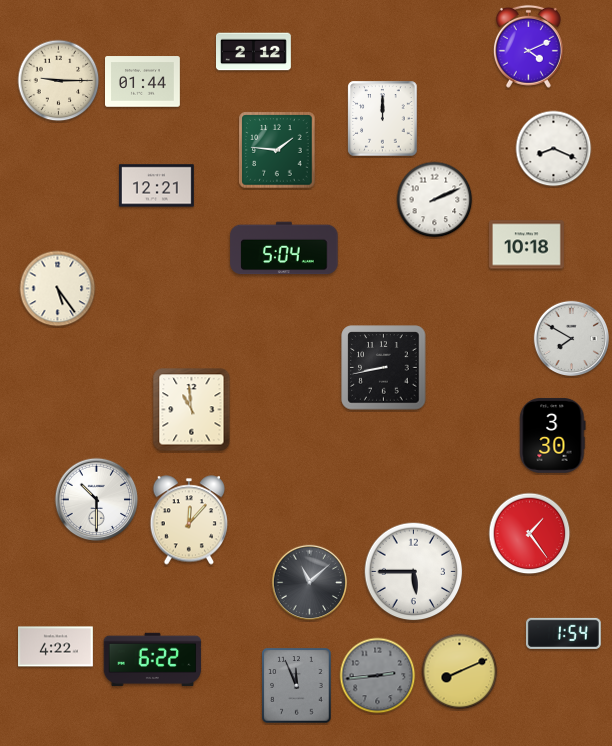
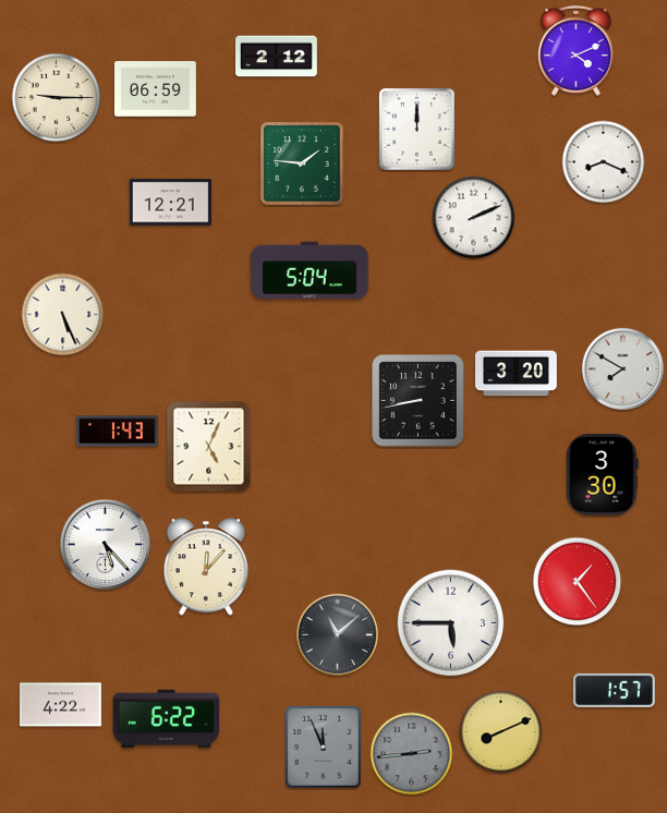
clock at (59, 81) position: (59, 81) -> (57, 98)
clock at (143, 82): 01:44 -> 06:59
clock at (527, 245): 10:18 -> none
clock at (58, 289): 5:24 -> 5:26
clock at (517, 374): none -> 3:20
clock at (117, 432): none -> 1:43
clock at (192, 410): 10:59 -> 5:04
clock at (97, 500): 10:30 -> 5:23
clock at (563, 633): 1:54 -> 1:57
clock at (378, 676) position: (378, 676) -> (412, 754)
